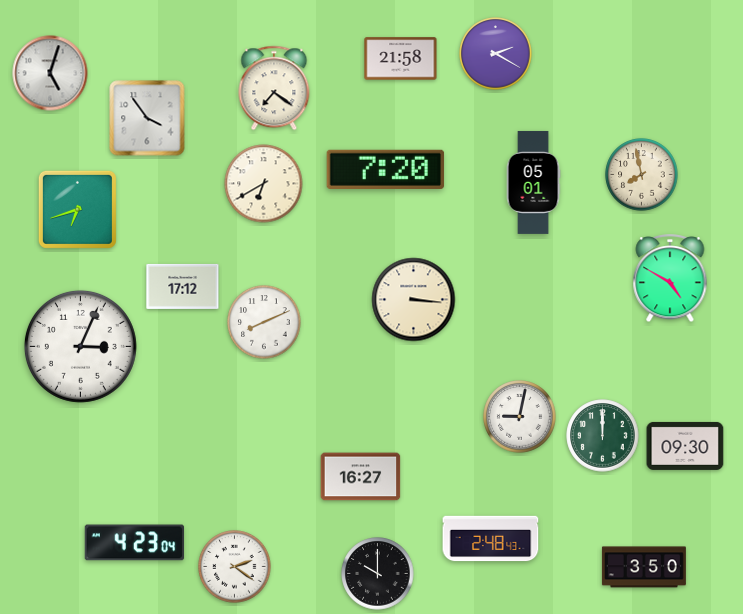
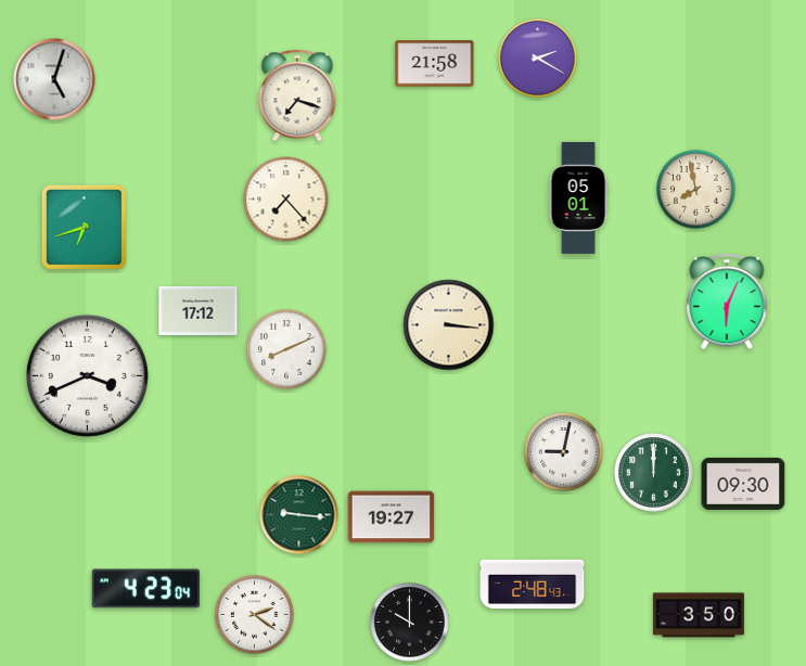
clock at (274, 88): 7:21 -> 7:18
clock at (147, 118): 3:54 -> none
clock at (386, 169): 7:20 -> none
clock at (264, 184): 6:40 -> 7:23
clock at (670, 279): 4:50 -> 6:04
clock at (80, 346): 3:04 -> 3:41
clock at (299, 515): none -> 9:16
clock at (361, 477): 16:27 -> 19:27
